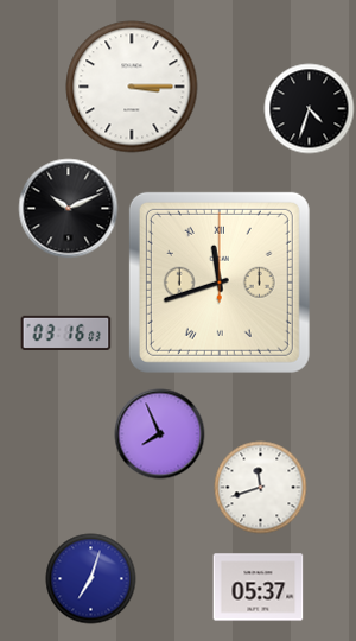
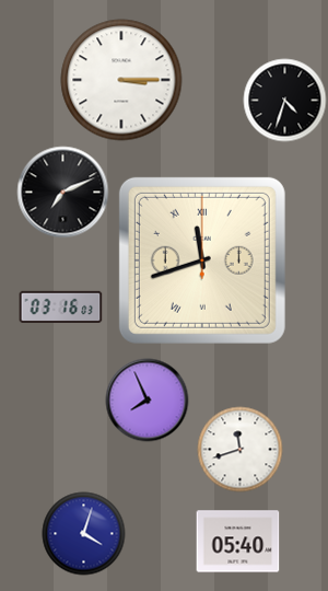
clock at (69, 209): 10:11 -> 7:11
clock at (91, 579): 7:03 -> 4:03
clock at (259, 588): 05:37 -> 05:40
